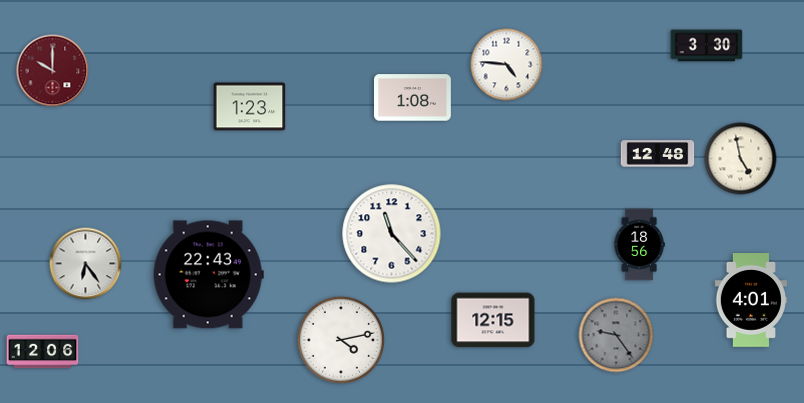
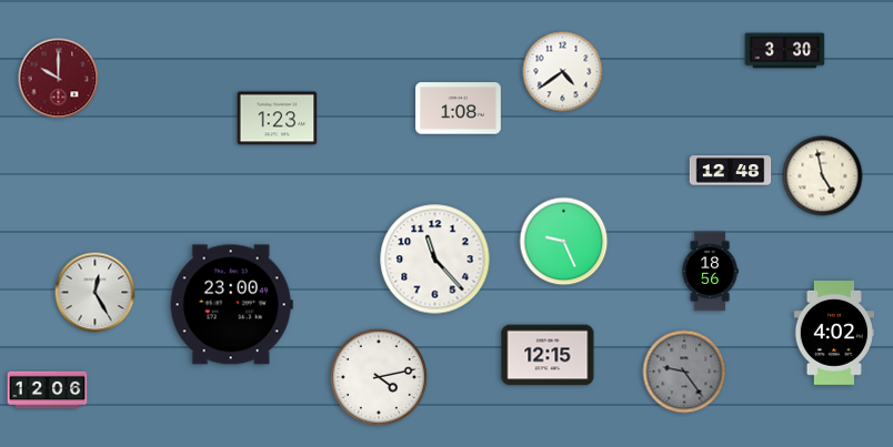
clock at (507, 65): 4:46 -> 4:39
clock at (564, 242): none -> 9:26
clock at (86, 264): 6:24 -> 12:25
clock at (208, 275): 22:43 -> 23:00
clock at (750, 301): 4:01 -> 4:02
